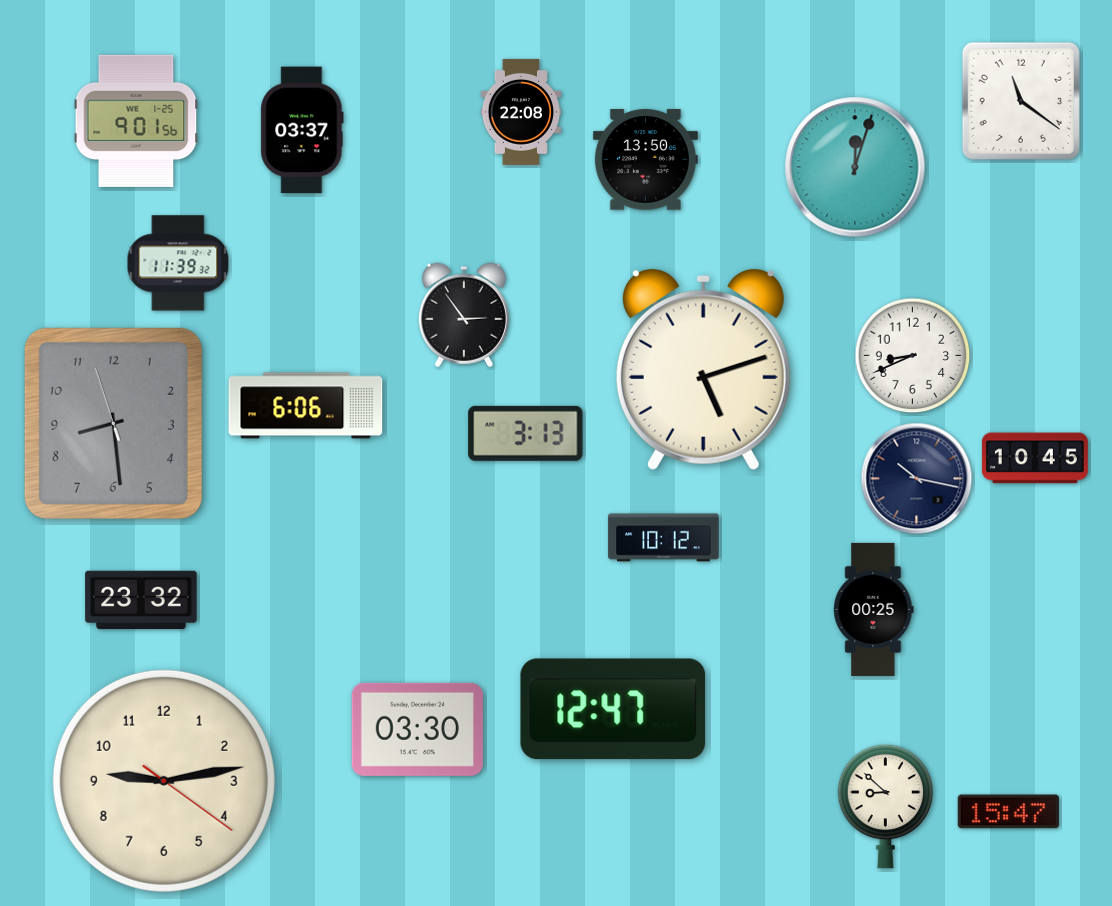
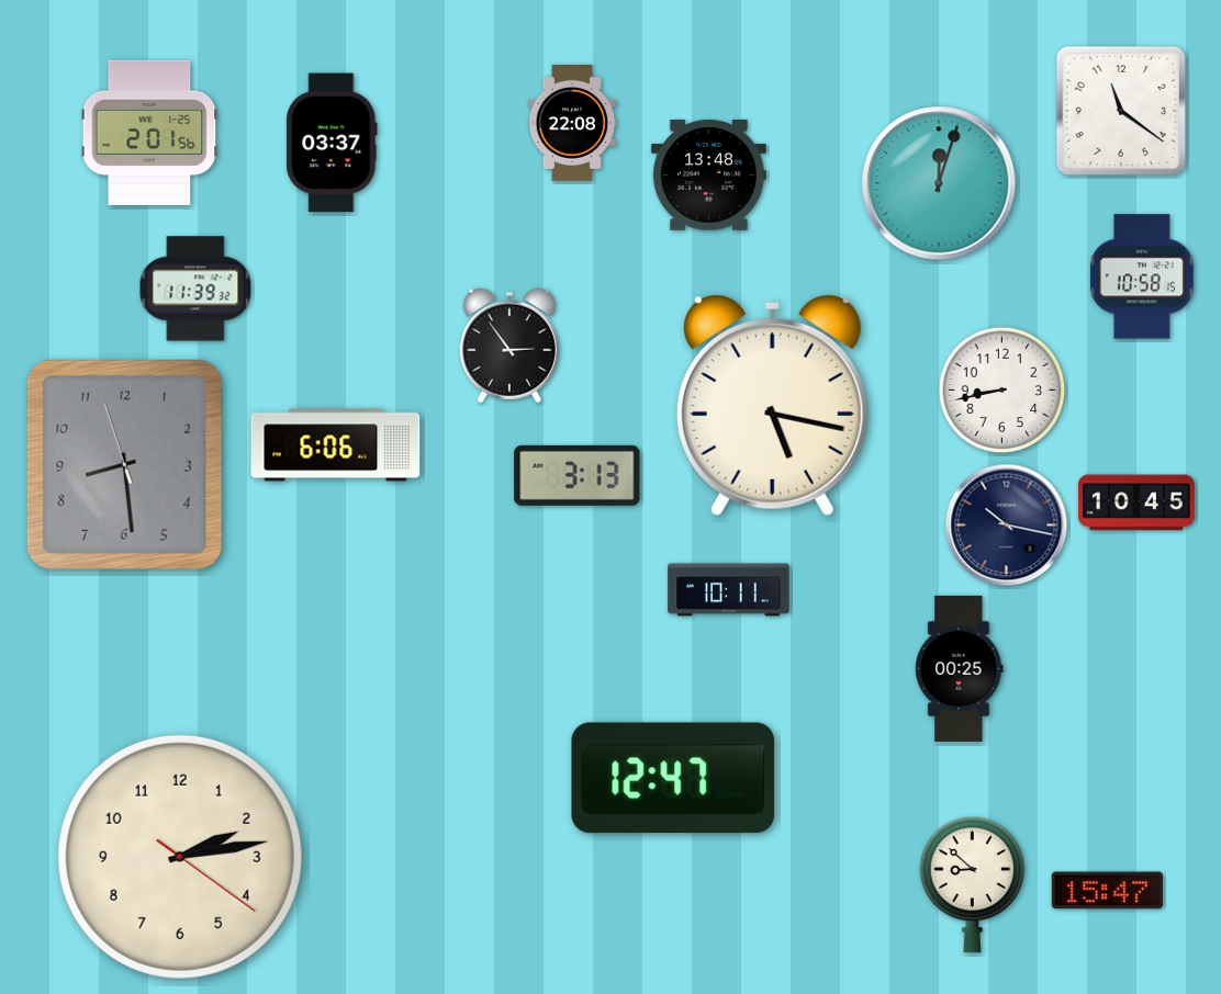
clock at (136, 121): 9:01 -> 2:01
clock at (645, 160): 13:50 -> 13:48
clock at (1142, 276): none -> 10:58
clock at (913, 356): 8:41 -> 8:43
clock at (703, 369): 5:12 -> 5:17
clock at (664, 538): 10:12 -> 10:11
clock at (141, 600): 23:32 -> none
clock at (417, 729): 03:30 -> none
clock at (164, 781): 9:13 -> 2:13
